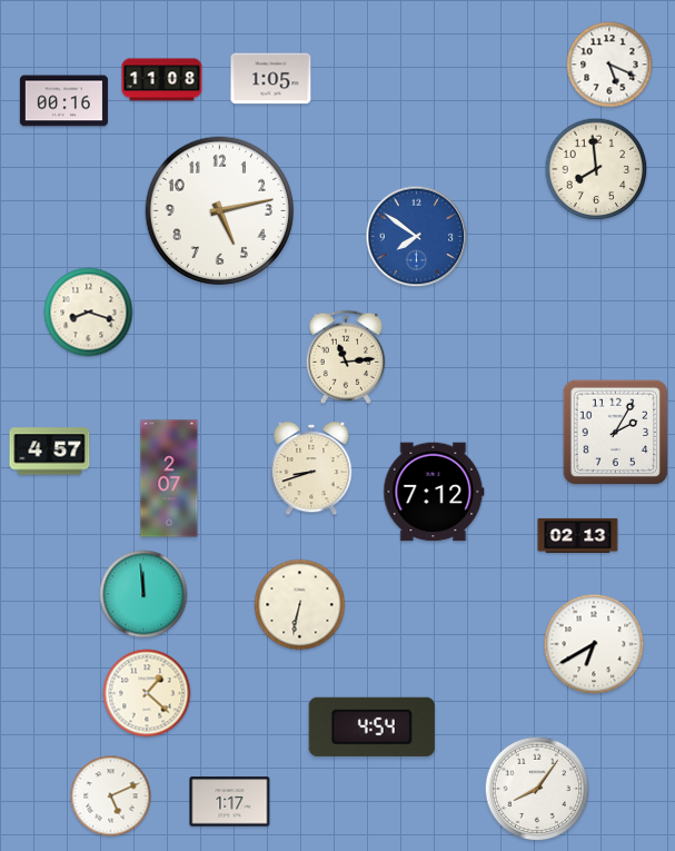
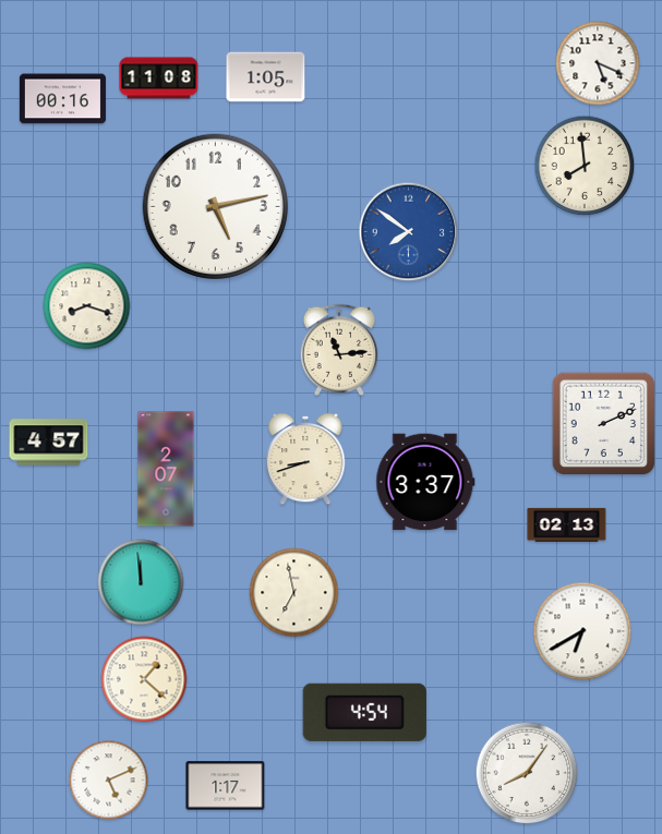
clock at (616, 433): 2:05 -> 2:11
clock at (434, 492): 7:12 -> 3:37
clock at (300, 605): 6:32 -> 6:58
